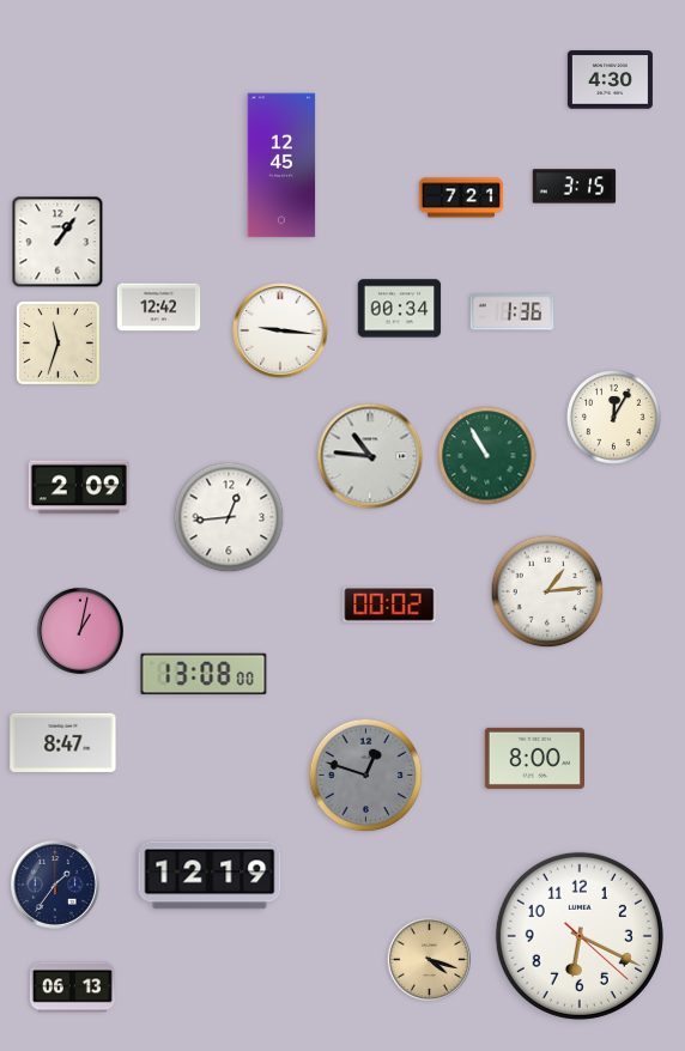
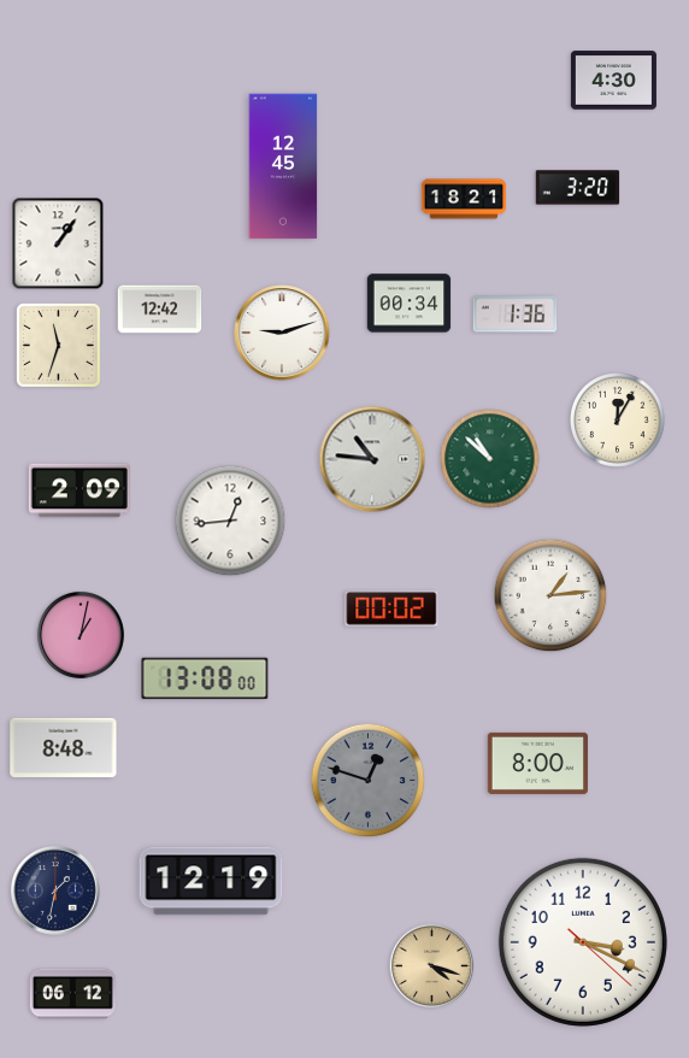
clock at (575, 187): 3:15 -> 3:20
clock at (461, 198): 7:21 -> 18:21
clock at (400, 309) position: (400, 309) -> (410, 304)
clock at (280, 330): 9:16 -> 9:12
clock at (487, 456): 10:55 -> 10:52
clock at (63, 742): 8:47 -> 8:48
clock at (56, 886): 1:36 -> 1:32
clock at (580, 936): 6:19 -> 3:19
clock at (72, 988): 06:13 -> 06:12
